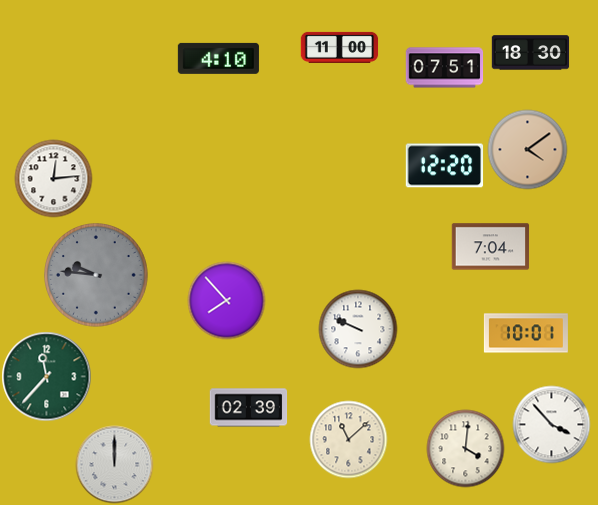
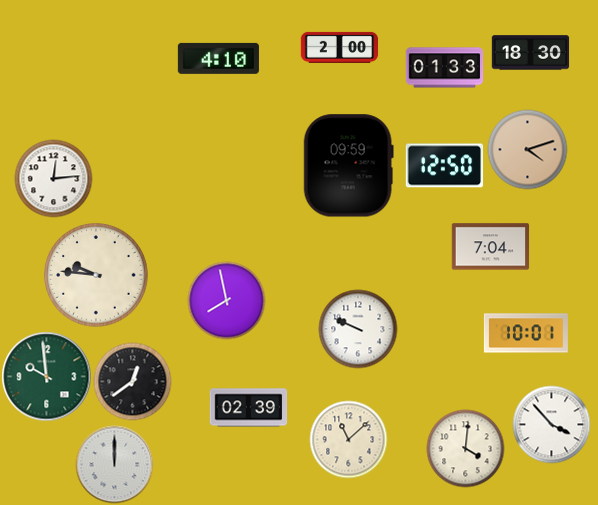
clock at (339, 47): 11:00 -> 2:00
clock at (444, 68): 07:51 -> 01:33
clock at (527, 149): 4:09 -> 4:12
clock at (348, 166): none -> 09:59
clock at (444, 166): 12:20 -> 12:50
clock at (97, 276) dial: grey -> cream
clock at (226, 300): 7:53 -> 7:58
clock at (46, 376): 11:37 -> 9:59
clock at (132, 381): none -> 12:39
